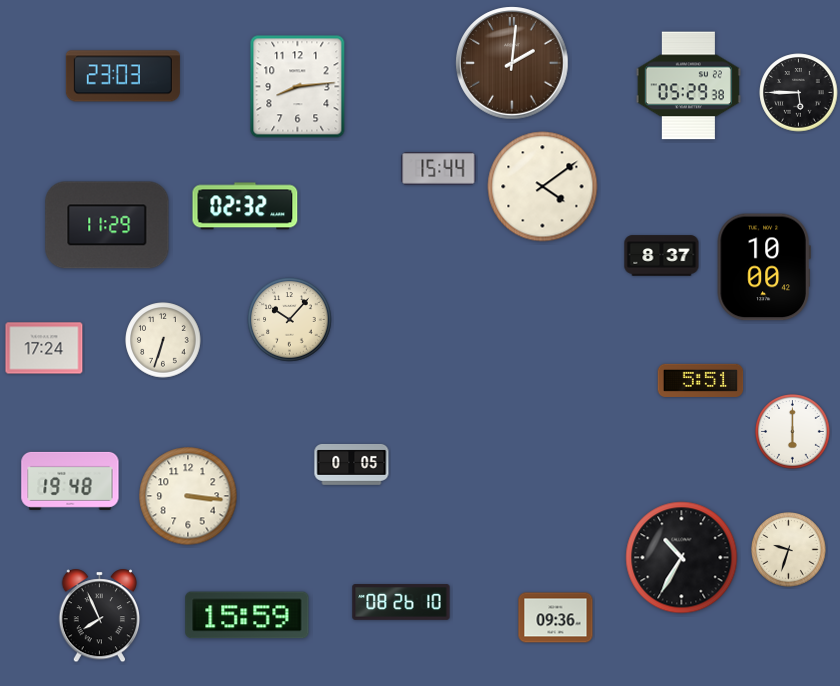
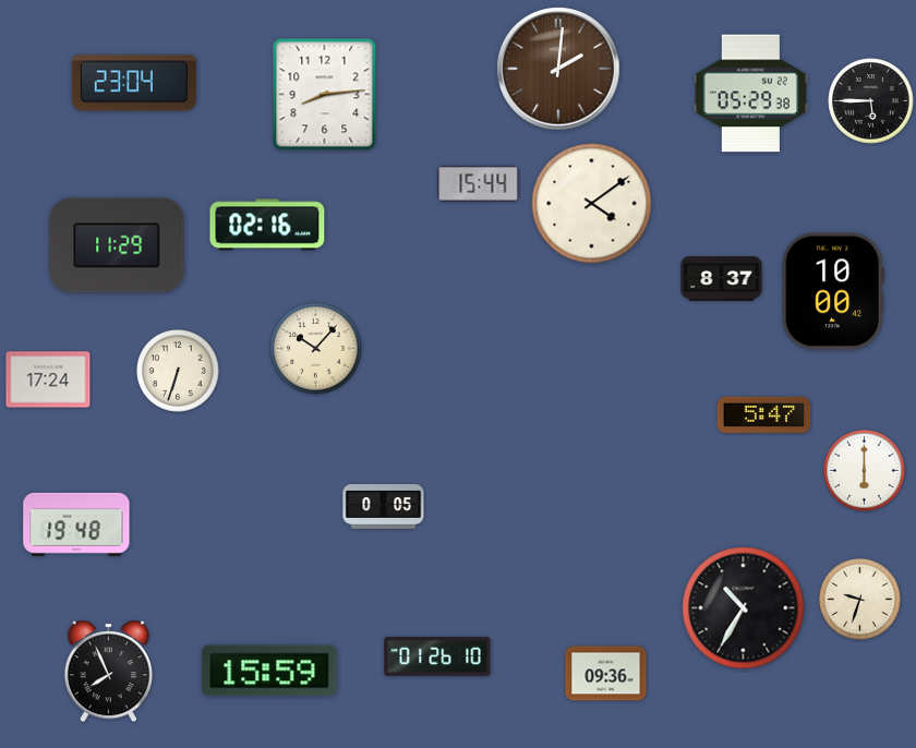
clock at (123, 76): 23:03 -> 23:04
clock at (245, 206): 02:32 -> 02:16
clock at (701, 380): 5:51 -> 5:47
clock at (188, 496): 3:16 -> none
clock at (401, 602): 08:26 -> 01:26
